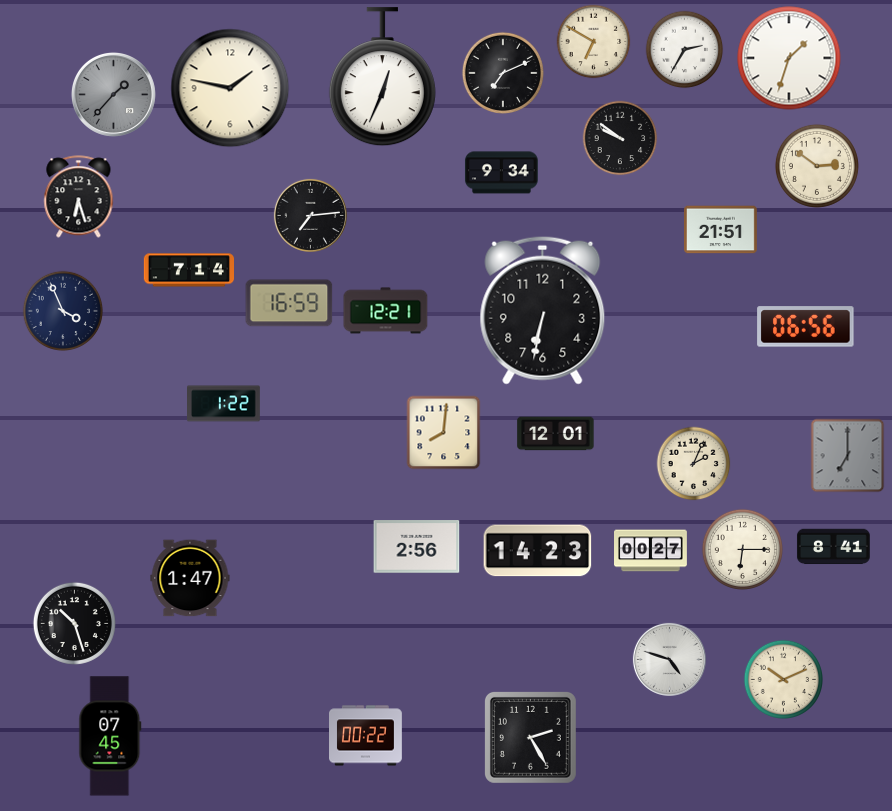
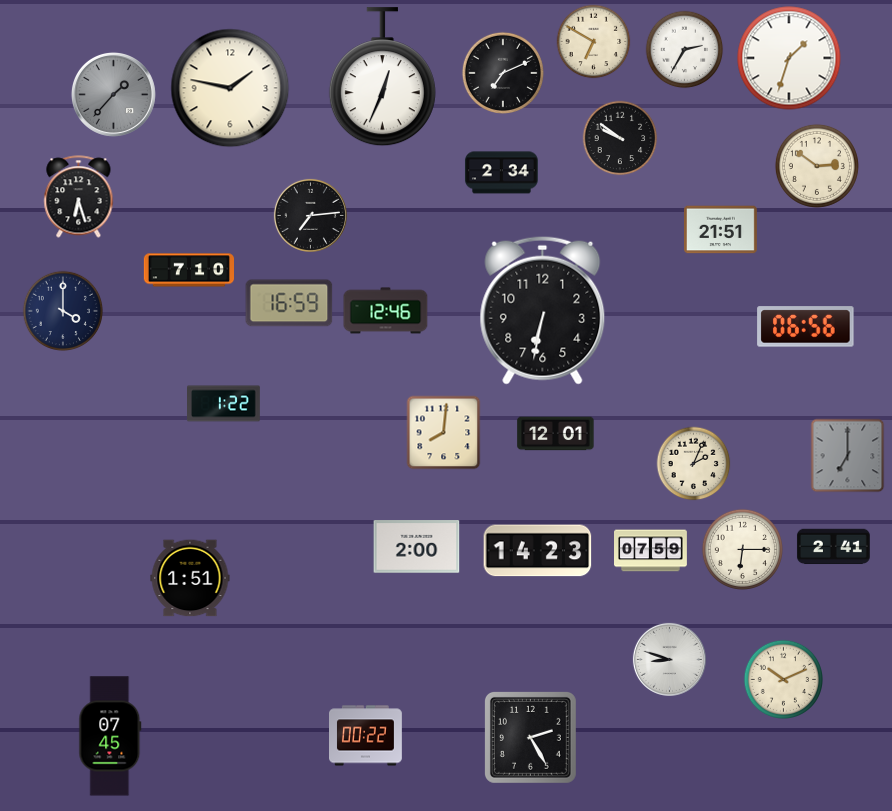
clock at (501, 173): 9:34 -> 2:34
clock at (188, 270): 7:14 -> 7:10
clock at (62, 310): 3:56 -> 4:00
clock at (386, 311): 12:21 -> 12:46
clock at (417, 547): 2:56 -> 2:00
clock at (833, 547): 8:41 -> 2:41
clock at (651, 551): 00:27 -> 07:59
clock at (190, 578): 1:47 -> 1:51
clock at (74, 623): 10:27 -> none
clock at (669, 659): 4:48 -> 8:48
